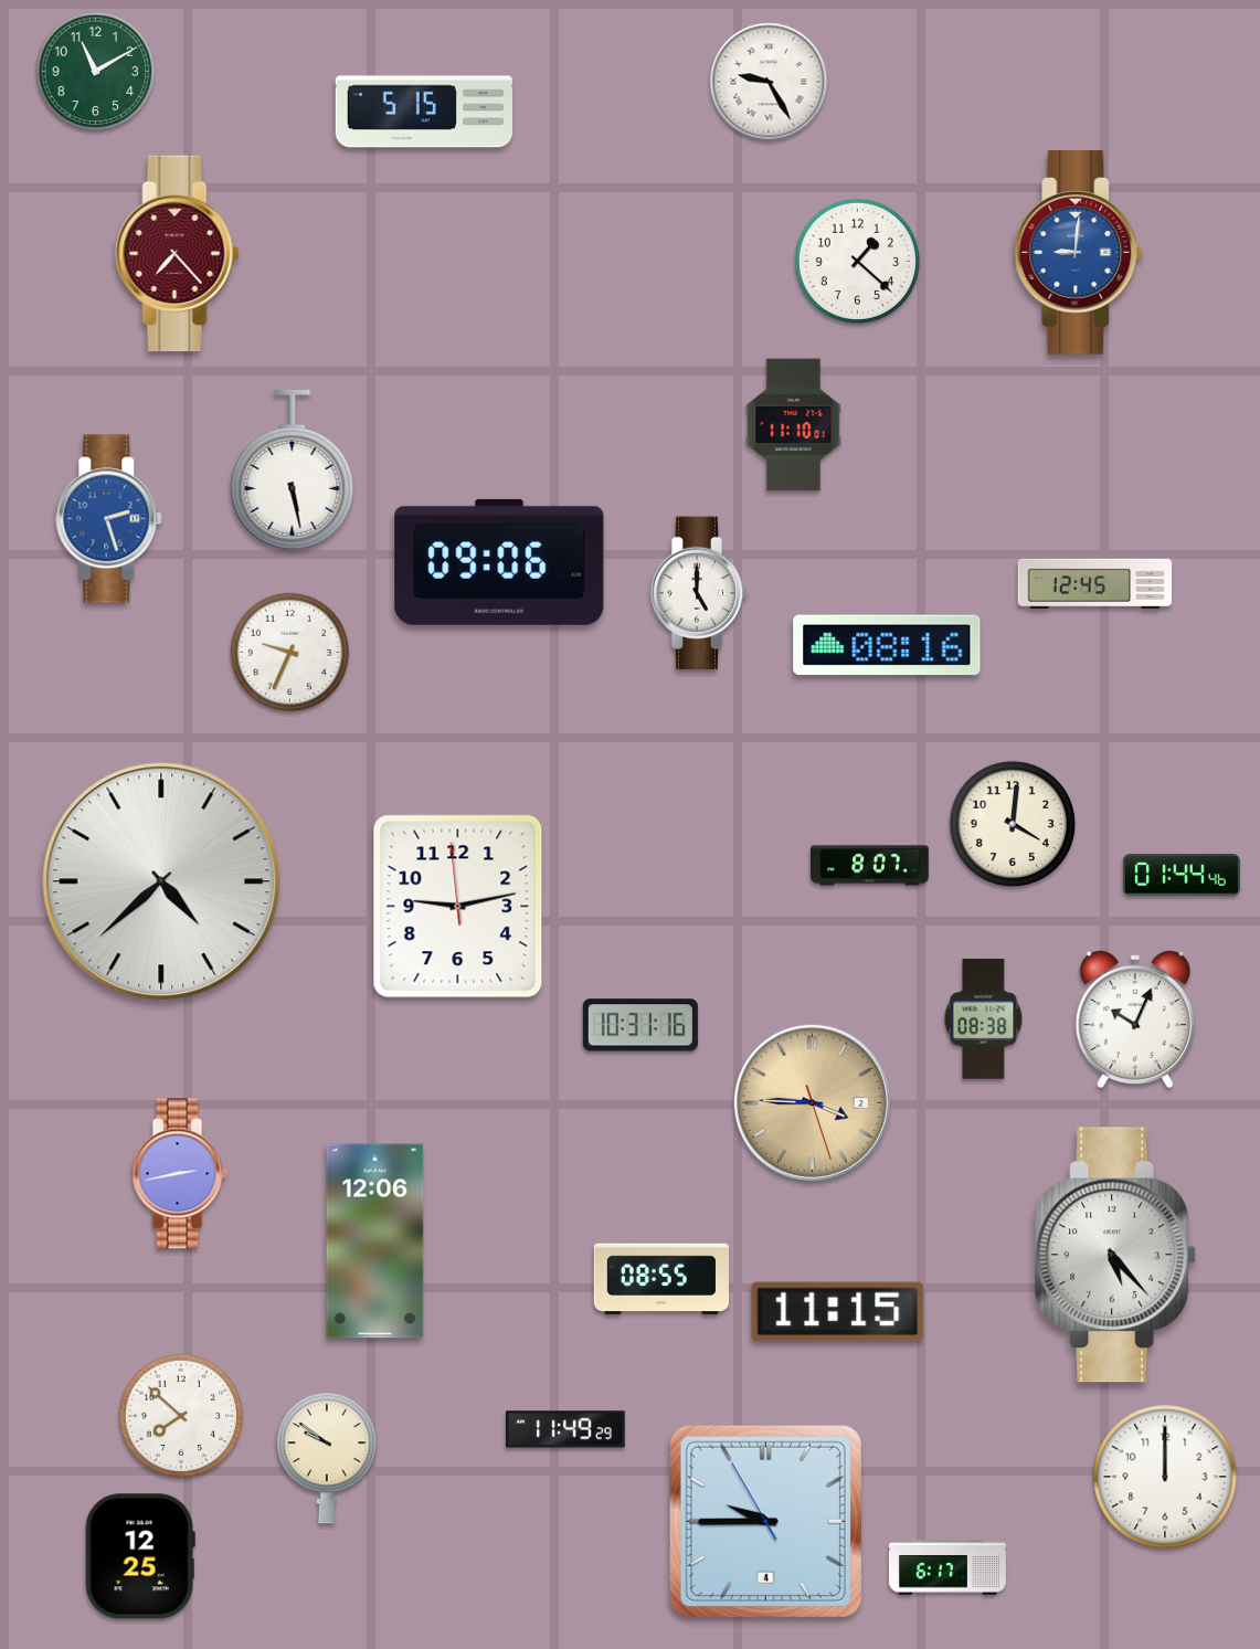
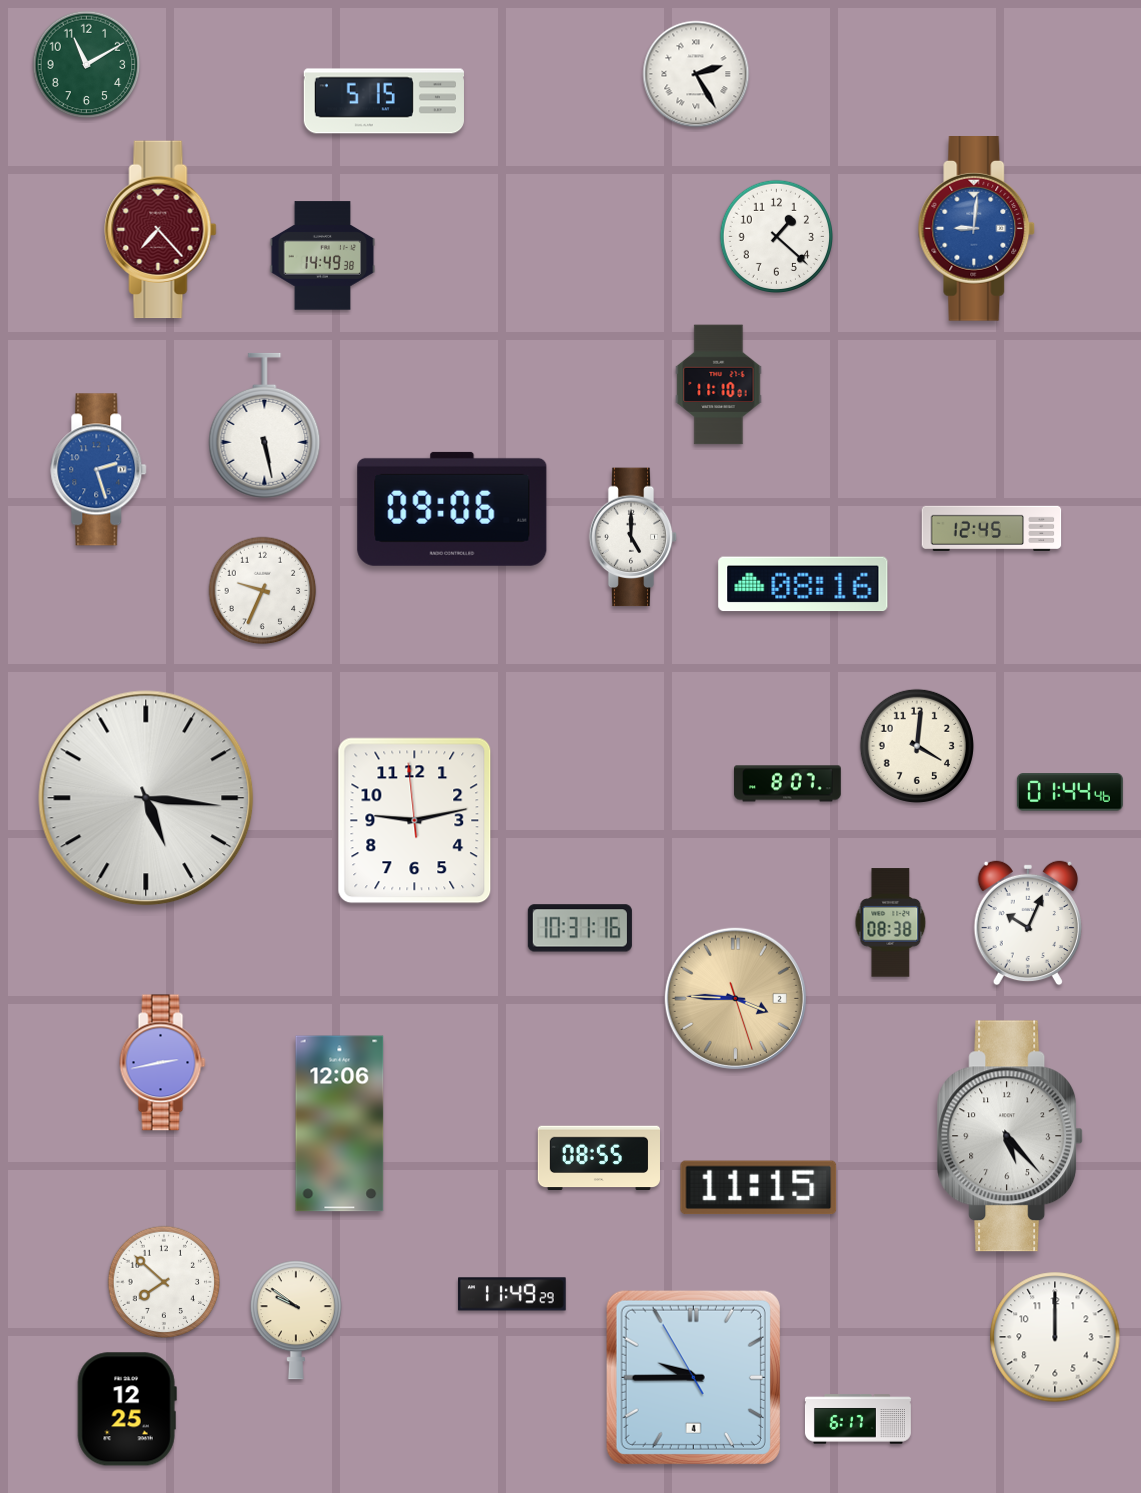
clock at (769, 82): 9:25 -> 2:25
clock at (323, 256): none -> 14:49
clock at (161, 881): 4:38 -> 5:16
